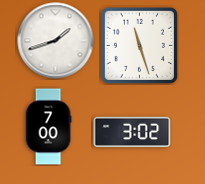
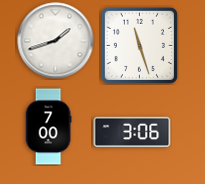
clock at (132, 132): 3:02 -> 3:06
